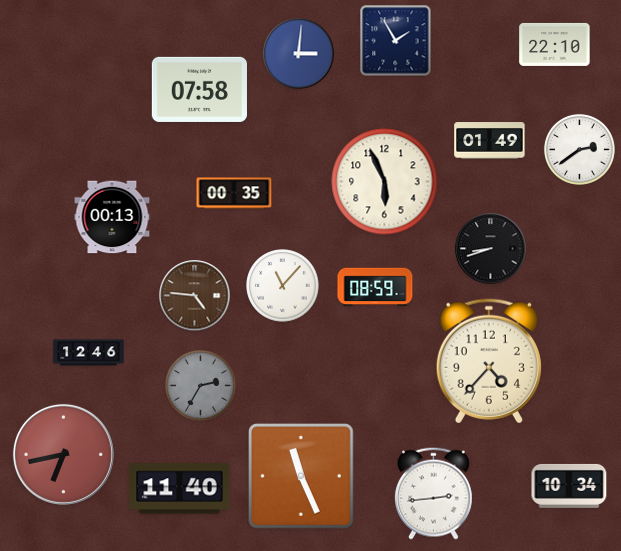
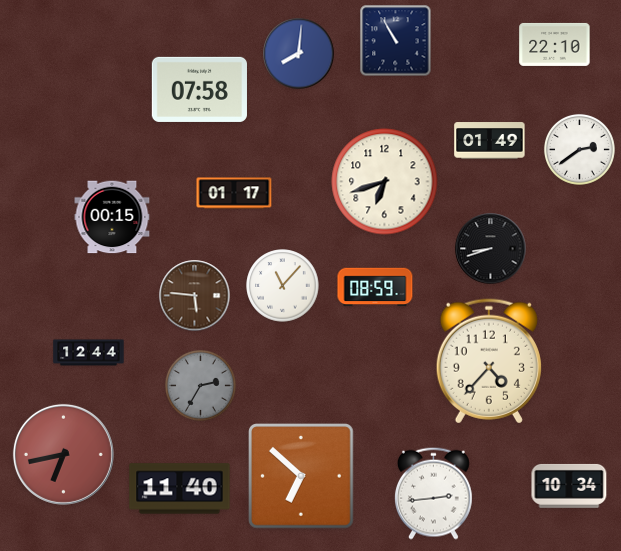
clock at (396, 41): 1:55 -> 10:55
clock at (299, 54): 3:01 -> 8:01
clock at (385, 182): 5:56 -> 6:42
clock at (234, 193): 00:35 -> 01:17
clock at (112, 217): 00:13 -> 00:15
clock at (195, 296): 4:46 -> 5:46
clock at (89, 353): 12:46 -> 12:44
clock at (301, 476): 11:26 -> 6:52
